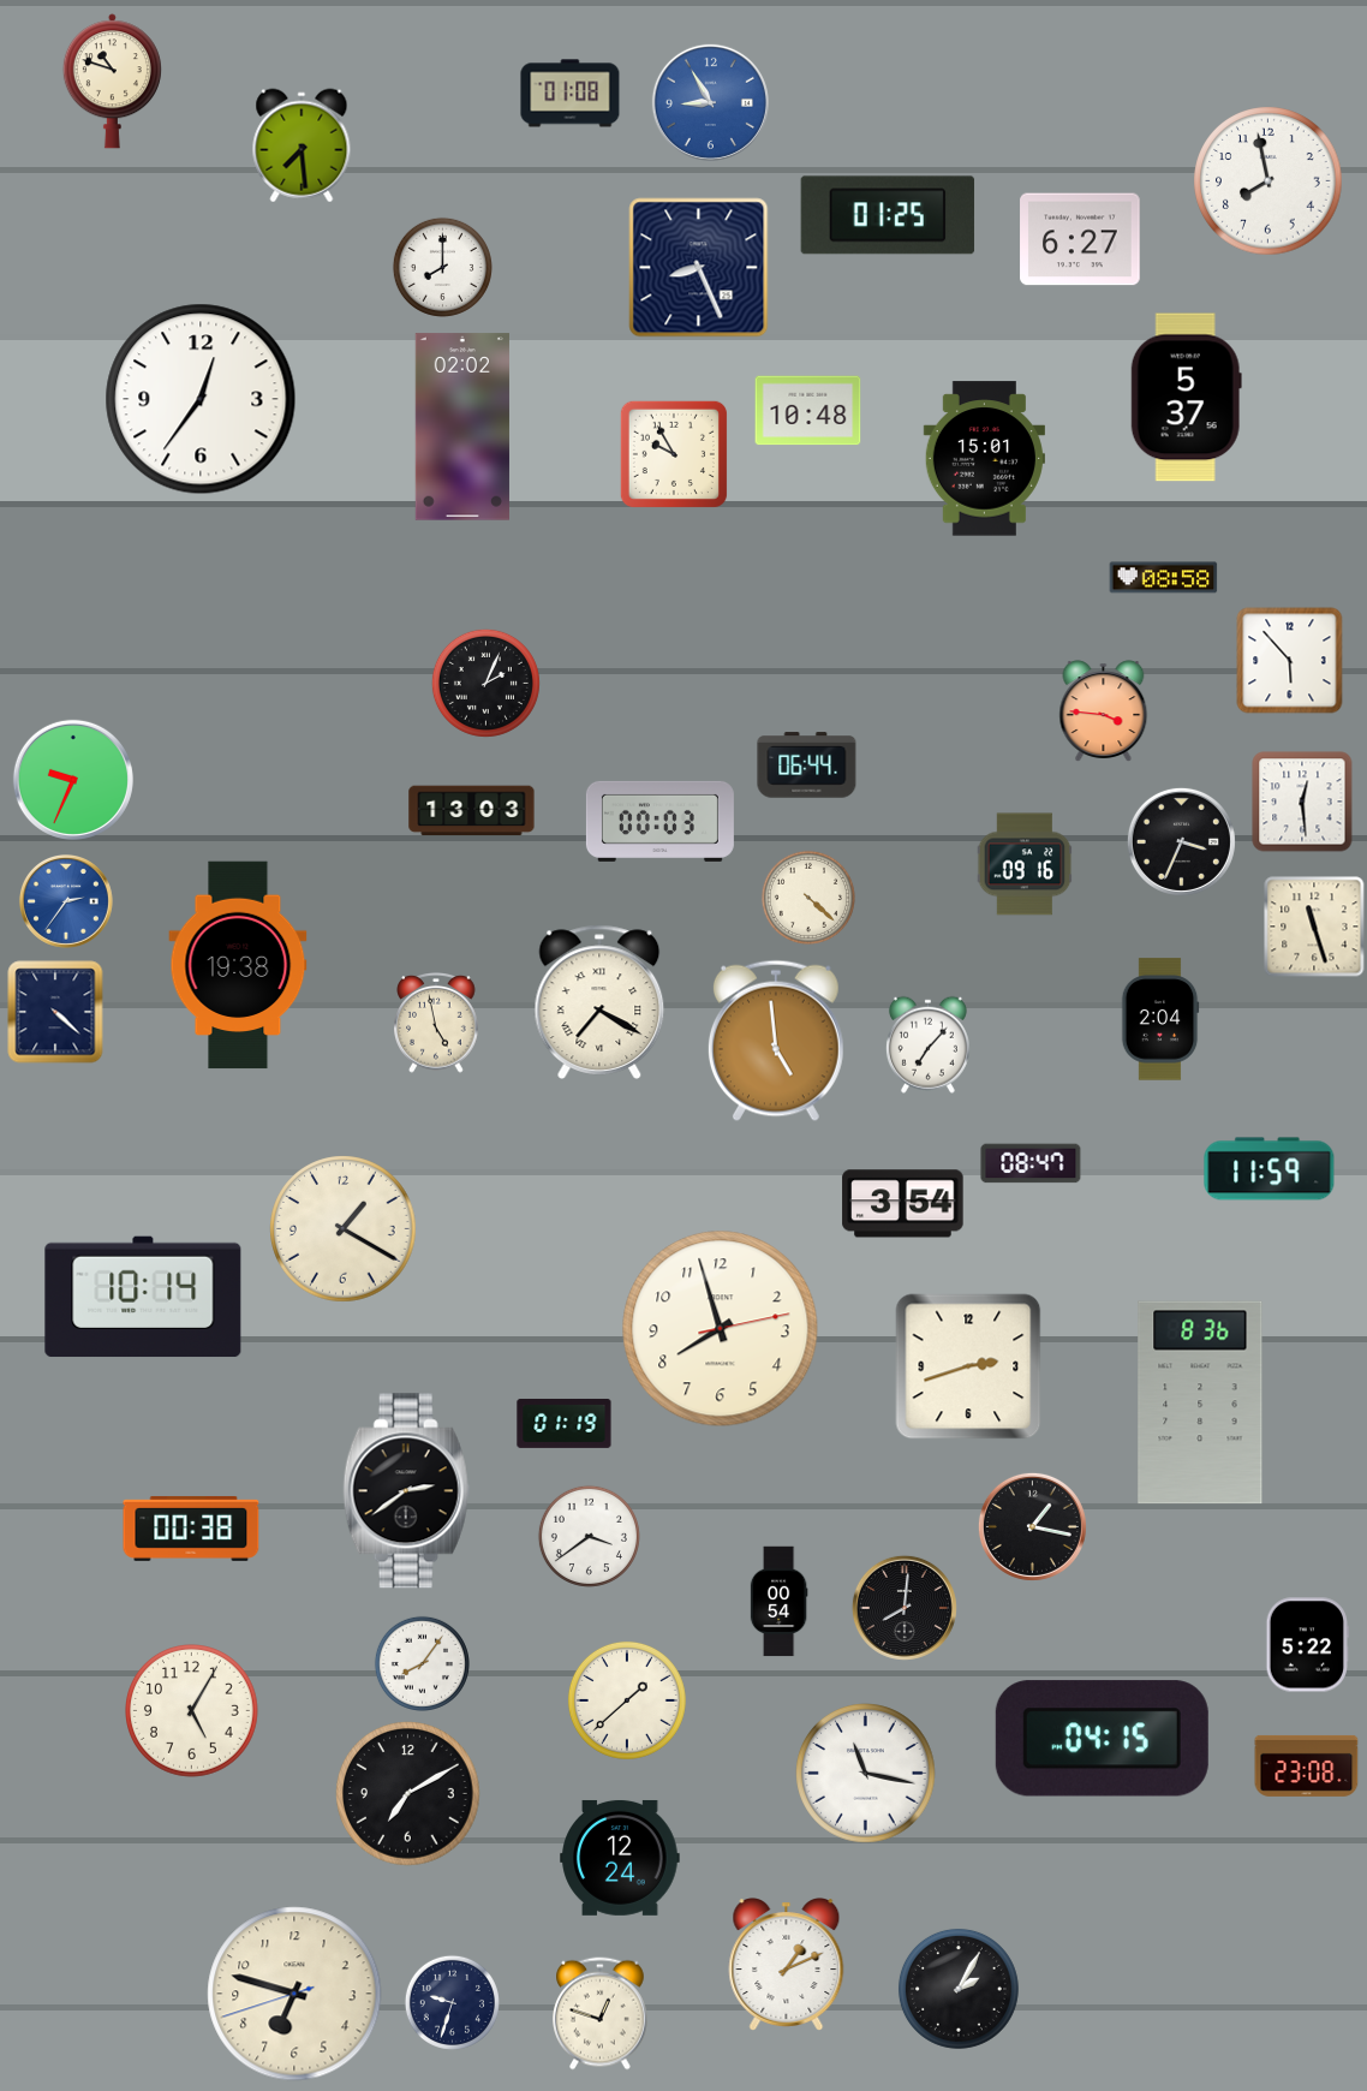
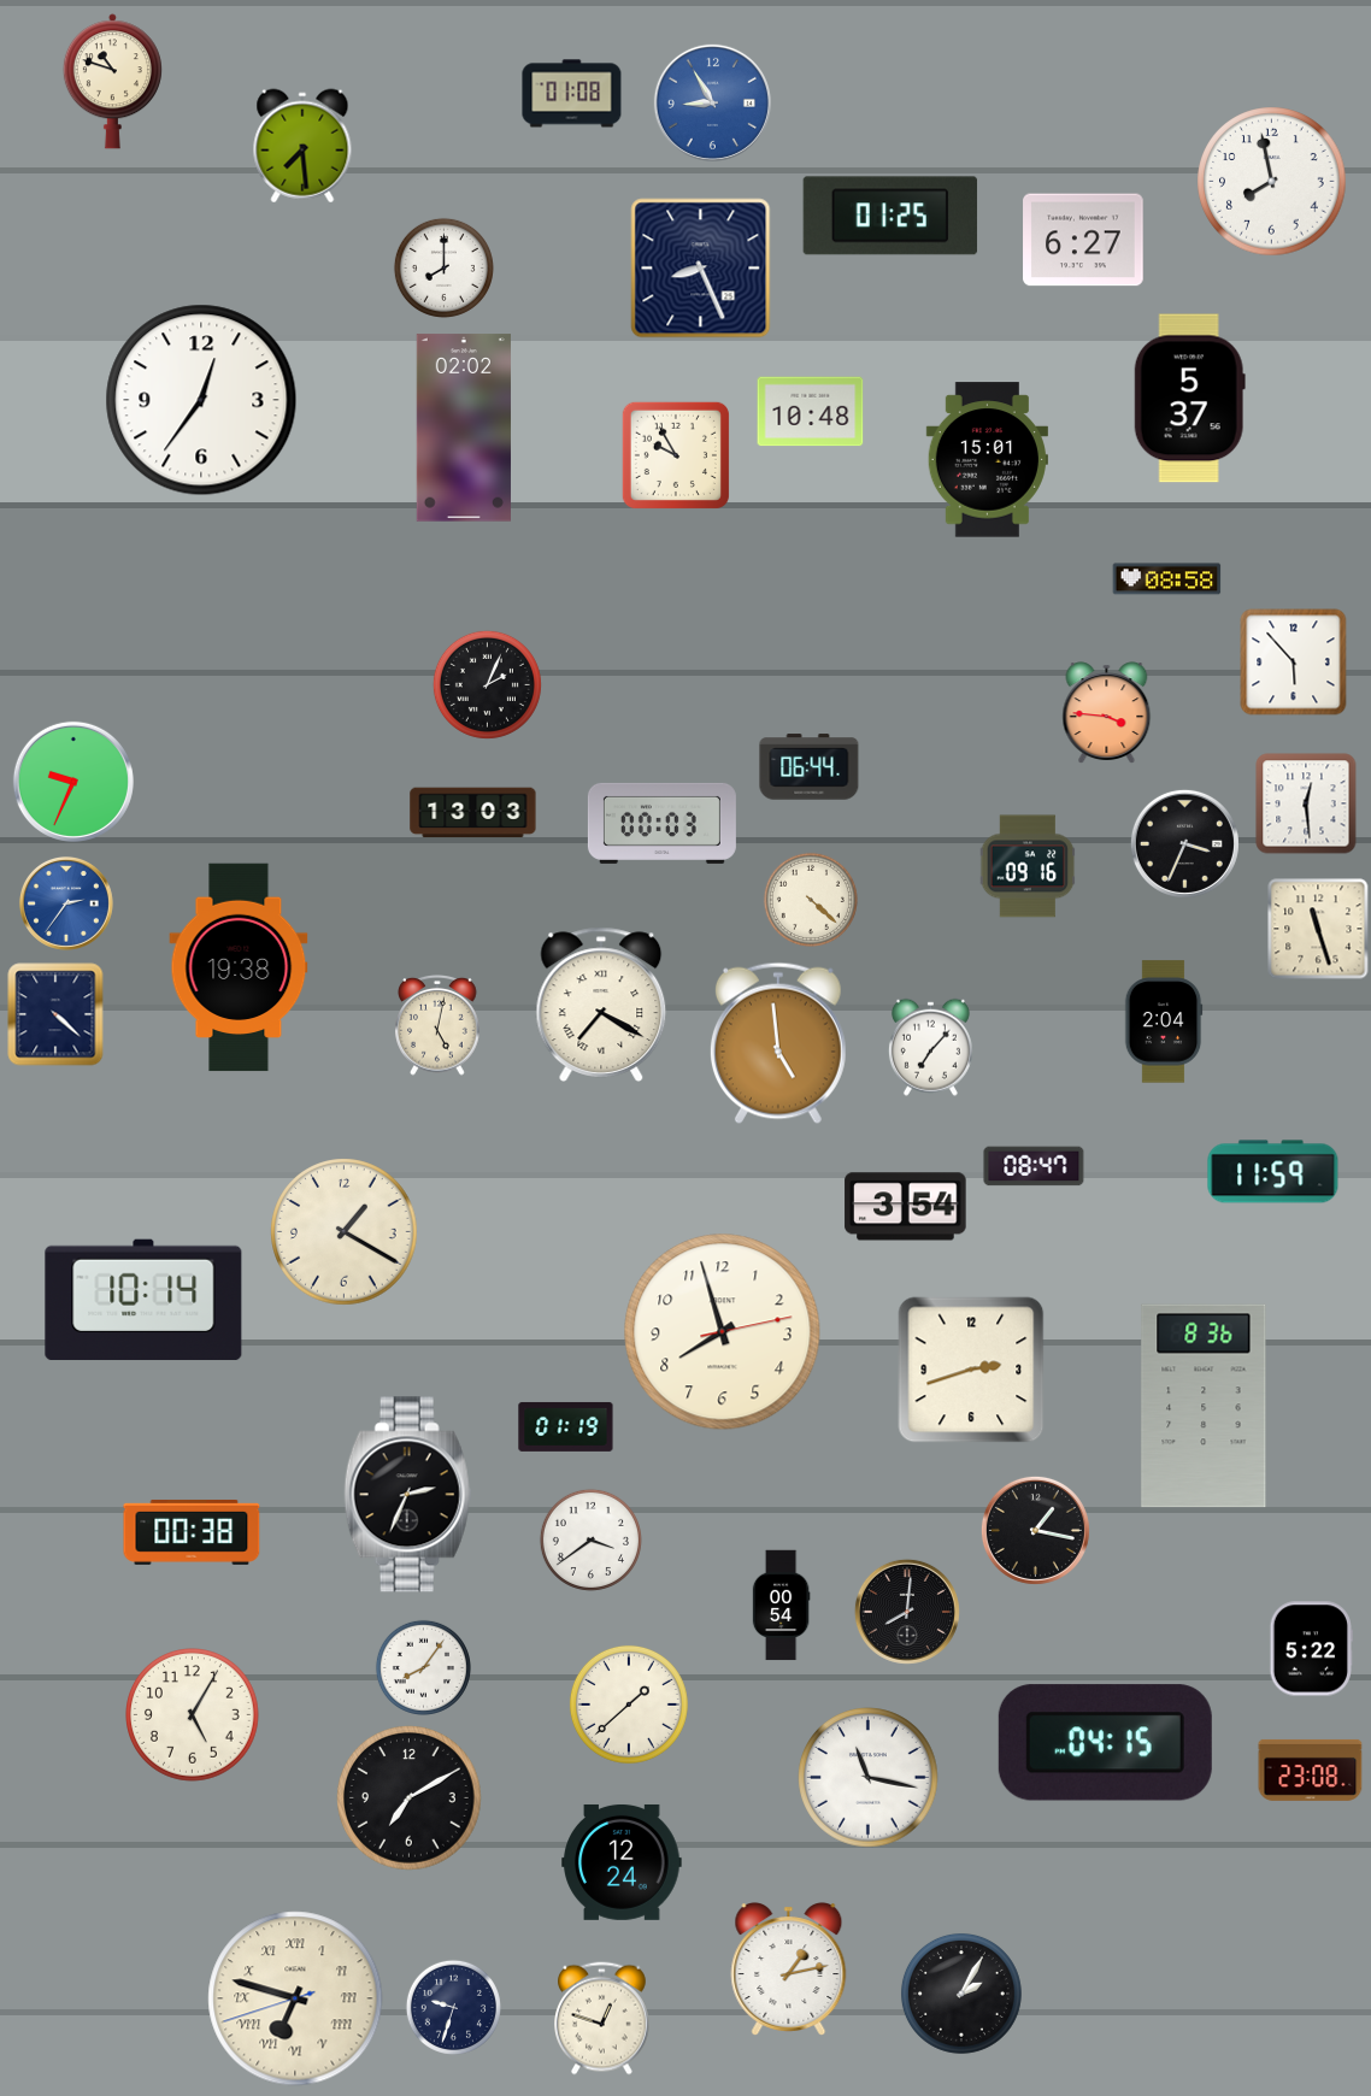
clock at (436, 1024): 4:58 -> 5:02
clock at (407, 1491): 2:39 -> 2:34
clock at (787, 1965): 1:11 -> 1:13
clock at (294, 1994) numerals: Arabic -> Roman
